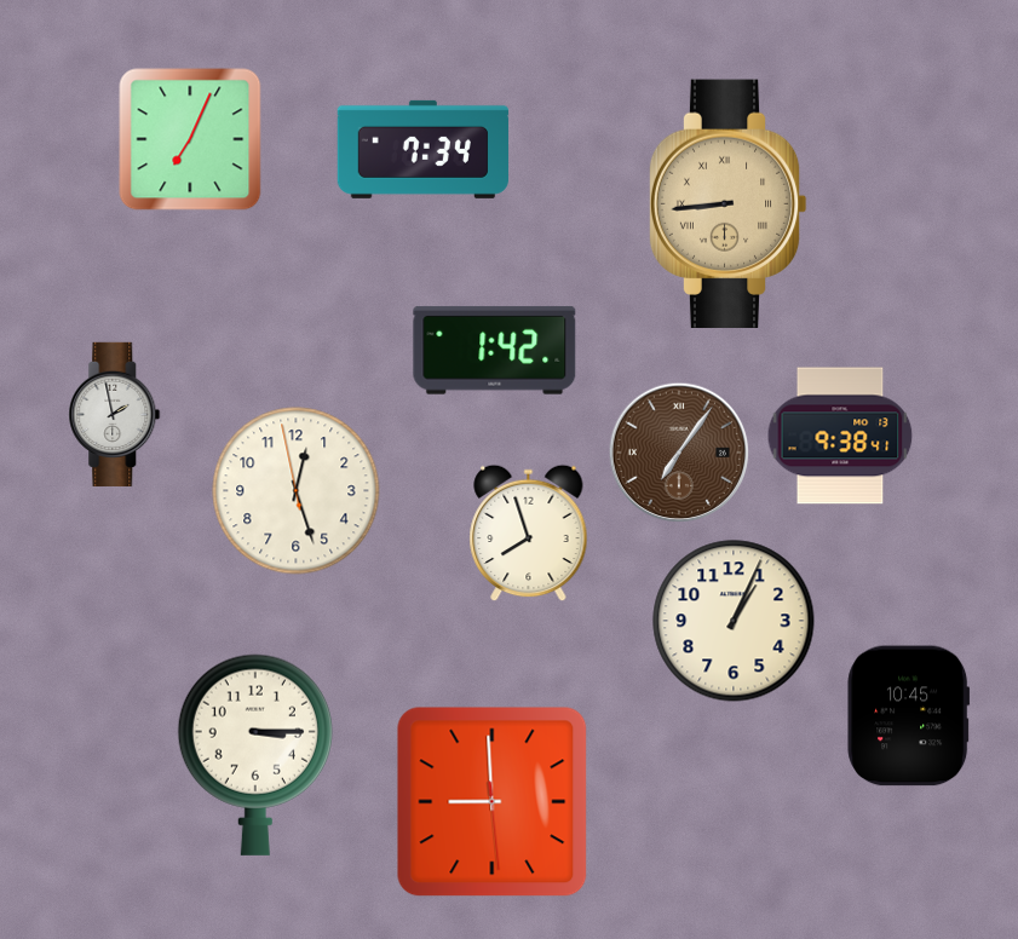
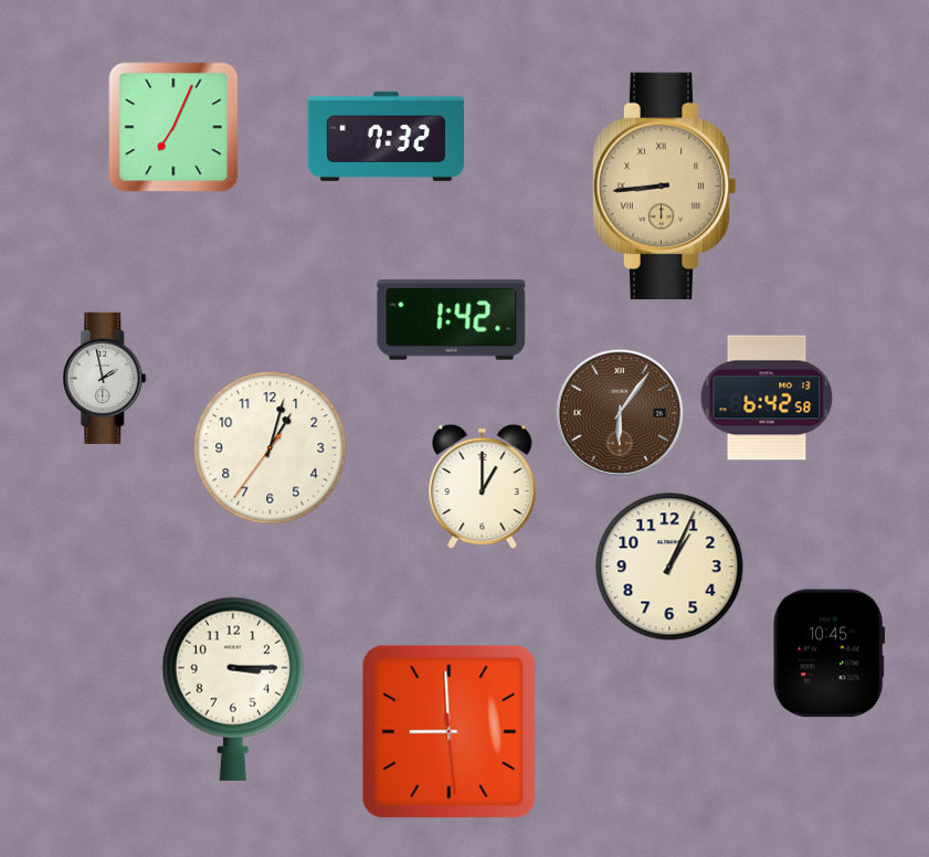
clock at (422, 149): 7:34 -> 7:32
clock at (840, 436): 9:38 -> 6:42
clock at (679, 453): 7:06 -> 6:06
clock at (297, 491): 12:26 -> 1:02
clock at (529, 534): 7:57 -> 1:00
